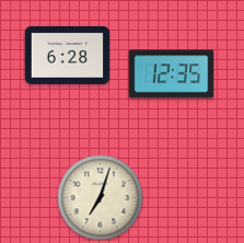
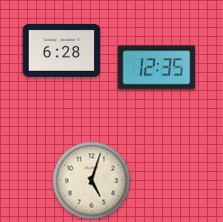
clock at (100, 197): 7:03 -> 5:03
